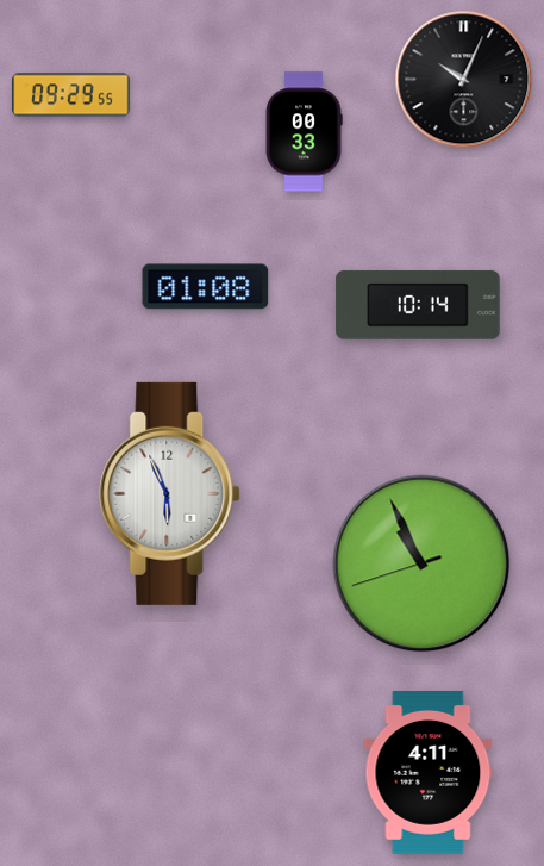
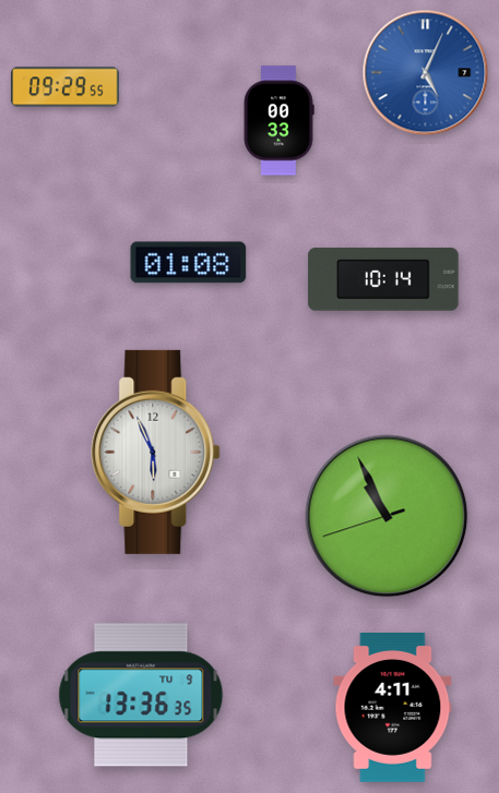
clock at (464, 80): 10:04 -> 5:04
clock at (464, 80) dial: black -> blue
clock at (141, 695): none -> 13:36
